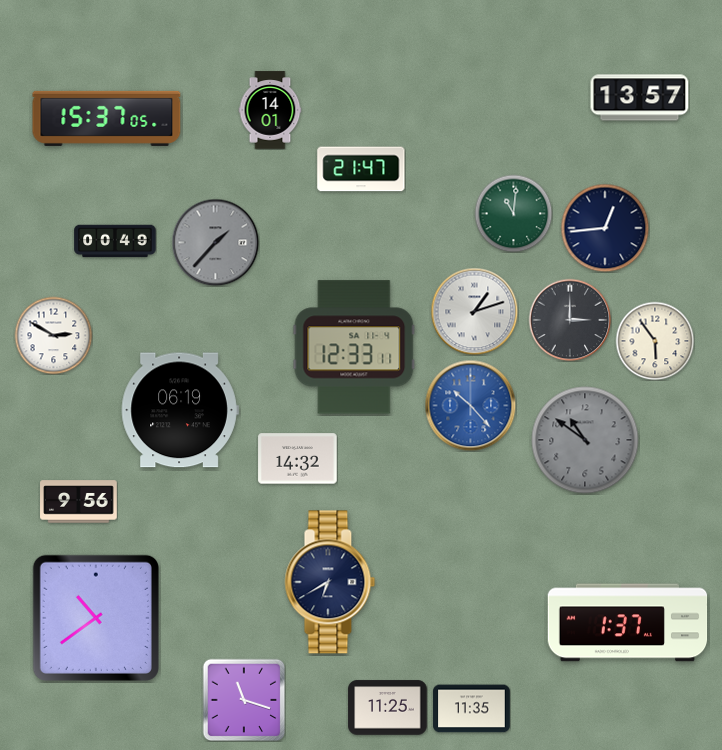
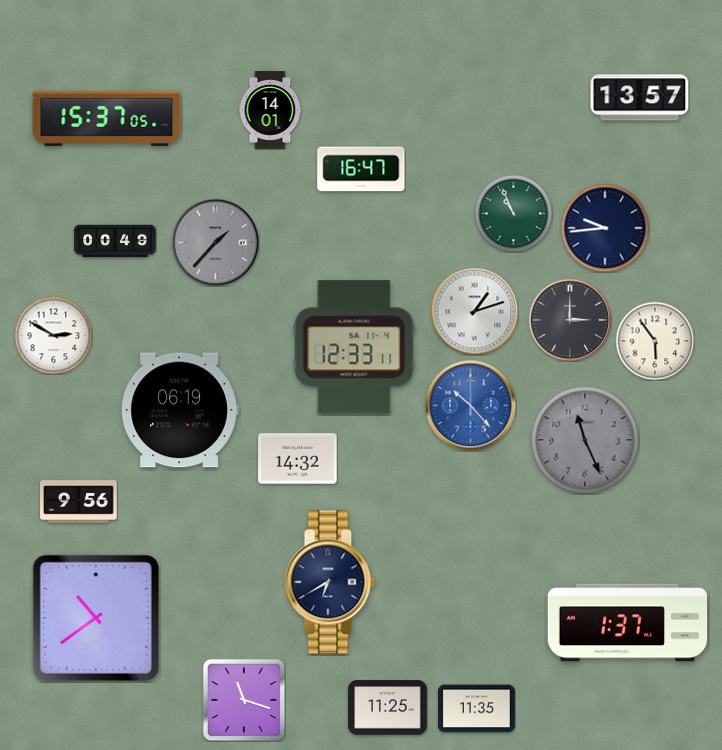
clock at (361, 169): 21:47 -> 16:47
clock at (513, 213): 11:01 -> 10:56
clock at (605, 228): 12:44 -> 9:44
clock at (585, 440): 10:51 -> 11:26
clock at (472, 709) position: (472, 709) -> (477, 709)
